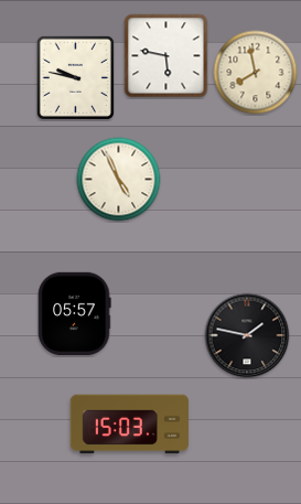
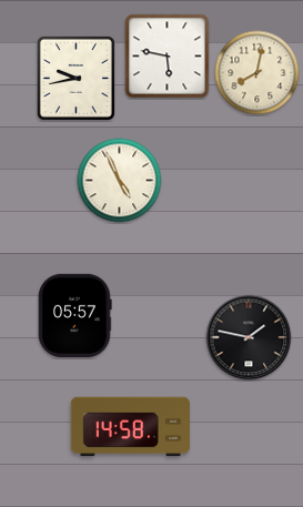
clock at (256, 73): 7:58 -> 8:02
clock at (75, 77): 9:47 -> 9:43
clock at (129, 425): 15:03 -> 14:58
